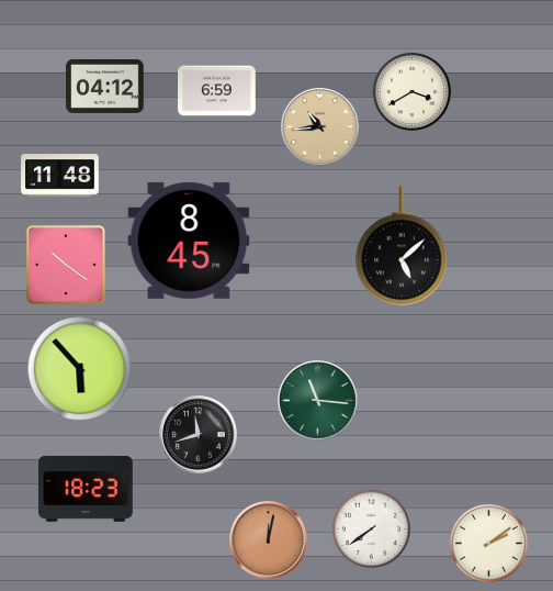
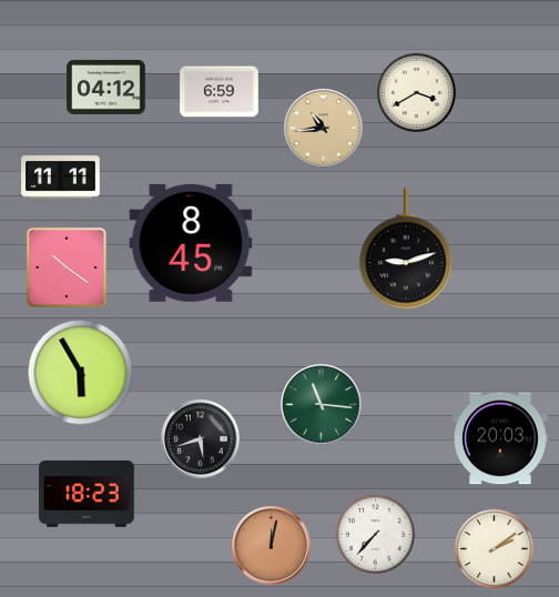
clock at (60, 176): 11:48 -> 11:11
clock at (402, 247): 5:08 -> 9:12
clock at (80, 369): 5:53 -> 5:55
clock at (501, 438): none -> 20:03
clock at (199, 435): 11:42 -> 5:42
clock at (371, 528): 7:39 -> 7:37
